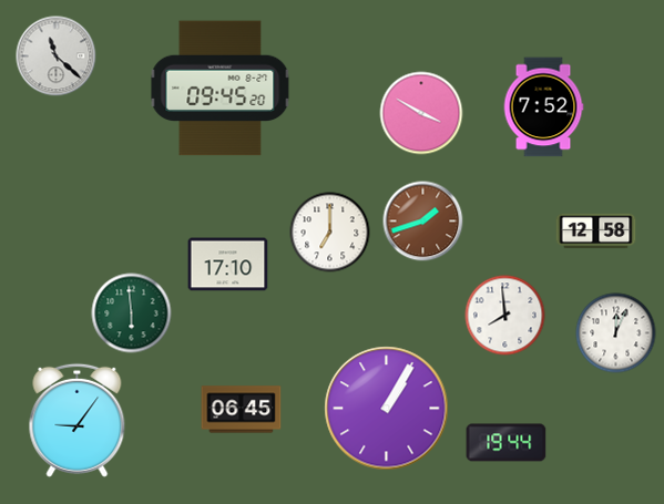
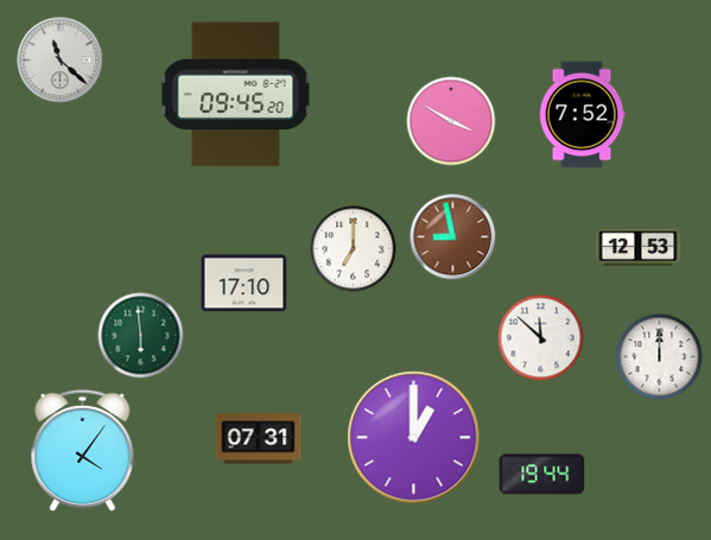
clock at (423, 222): 1:42 -> 8:58
clock at (596, 232): 12:58 -> 12:53
clock at (505, 316): 7:59 -> 11:52
clock at (616, 333): 12:04 -> 12:00
clock at (387, 409): 1:05 -> 1:00
clock at (242, 410): 06:45 -> 07:31
clock at (78, 420): 9:06 -> 4:06
